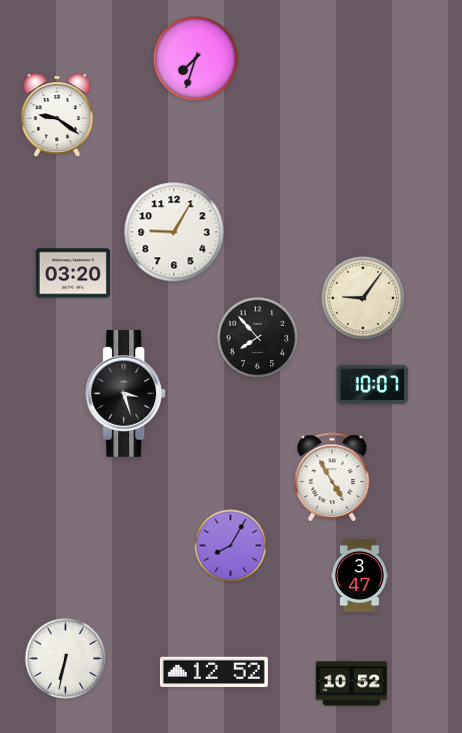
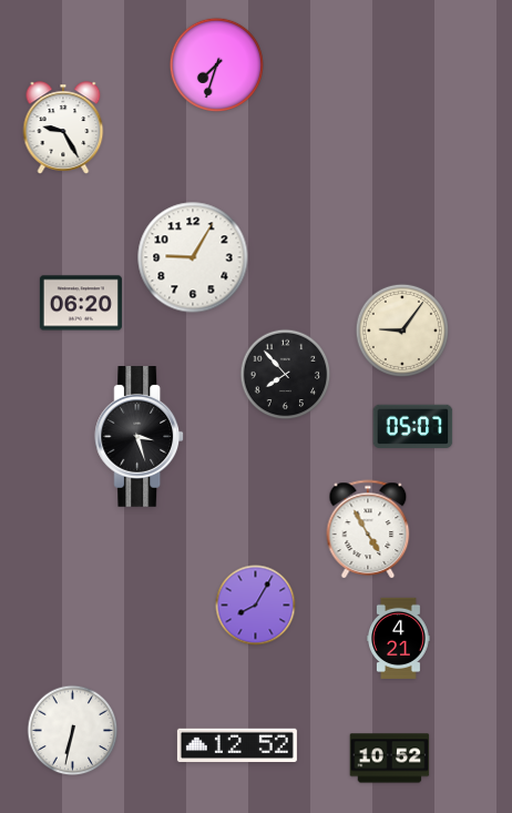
clock at (57, 115): 9:21 -> 9:25
clock at (73, 273): 03:20 -> 06:20
clock at (373, 385): 10:07 -> 05:07
clock at (360, 576): 3:47 -> 4:21
